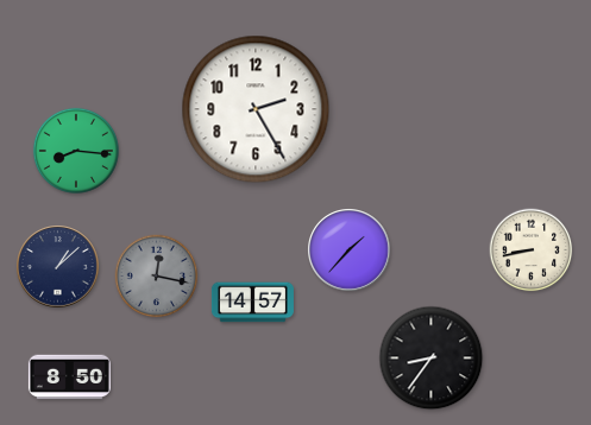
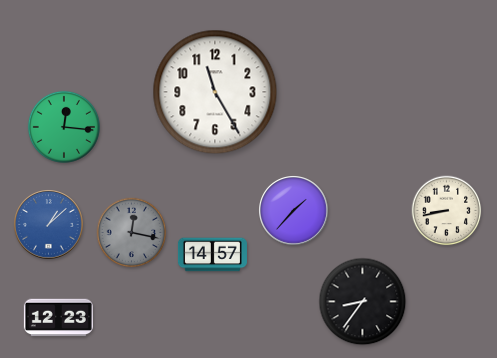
clock at (256, 109): 2:25 -> 11:25
clock at (76, 151): 8:16 -> 12:16
clock at (58, 267) dial: navy -> blue
clock at (69, 378): 8:50 -> 12:23
